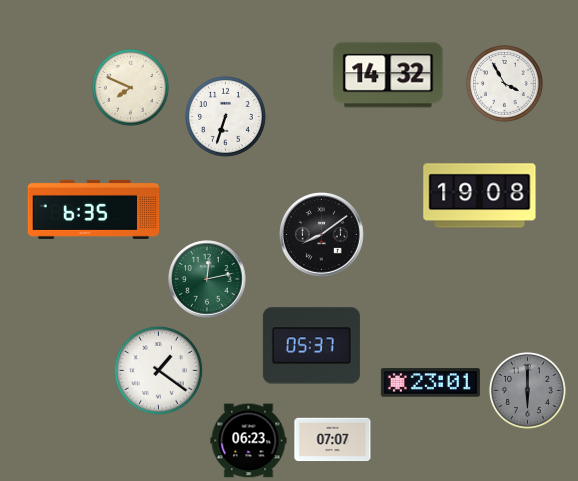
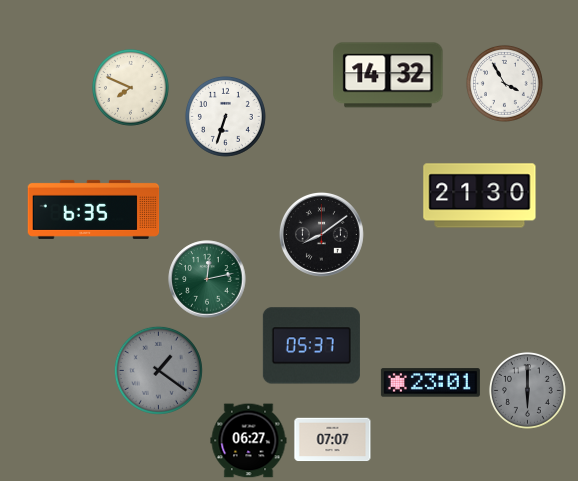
clock at (480, 196): 19:08 -> 21:30
clock at (158, 370) dial: white -> grey
clock at (249, 441): 06:23 -> 06:27
